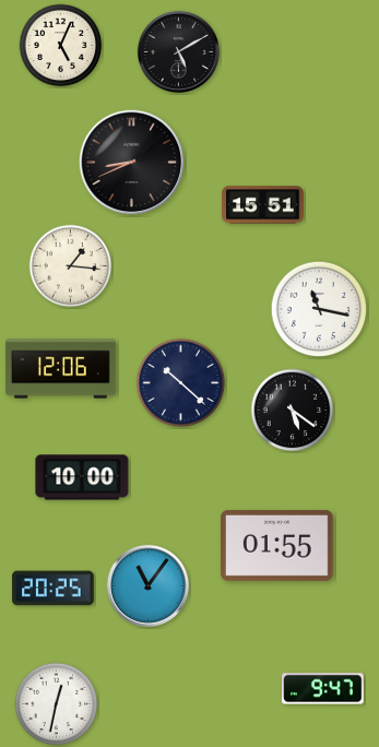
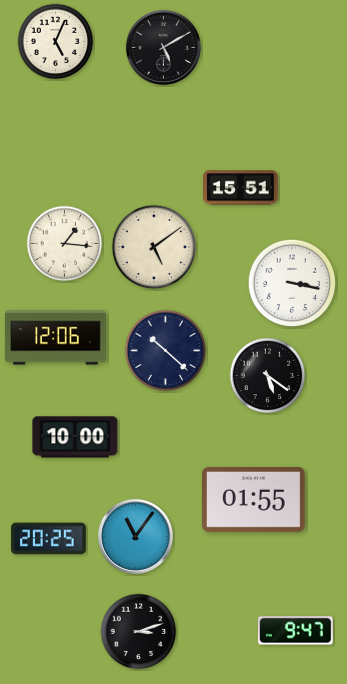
clock at (132, 163): 8:41 -> none
clock at (154, 247): none -> 5:09
clock at (319, 309): 11:17 -> 3:17
clock at (139, 632): none -> 3:12
clock at (57, 704): 12:32 -> none
